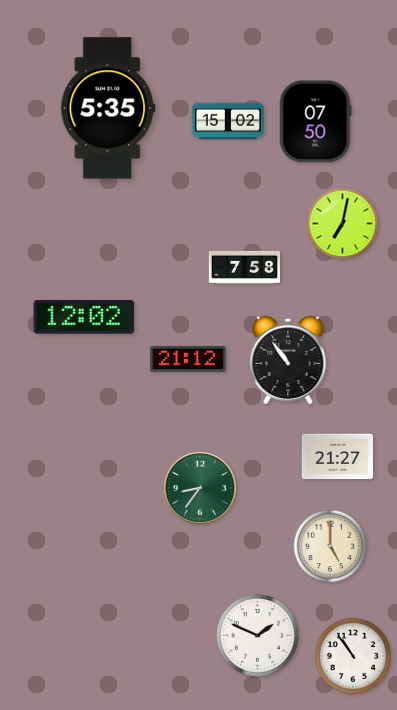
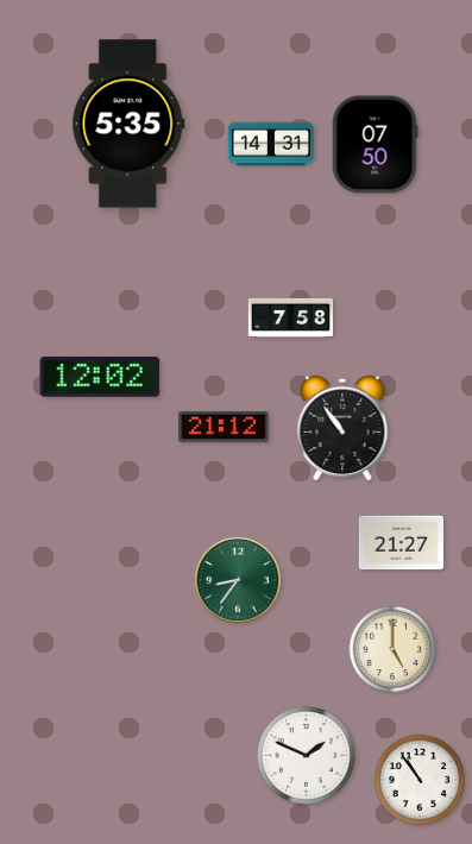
clock at (108, 108) position: (108, 108) -> (128, 124)
clock at (228, 121): 15:02 -> 14:31
clock at (343, 224): 7:02 -> none
